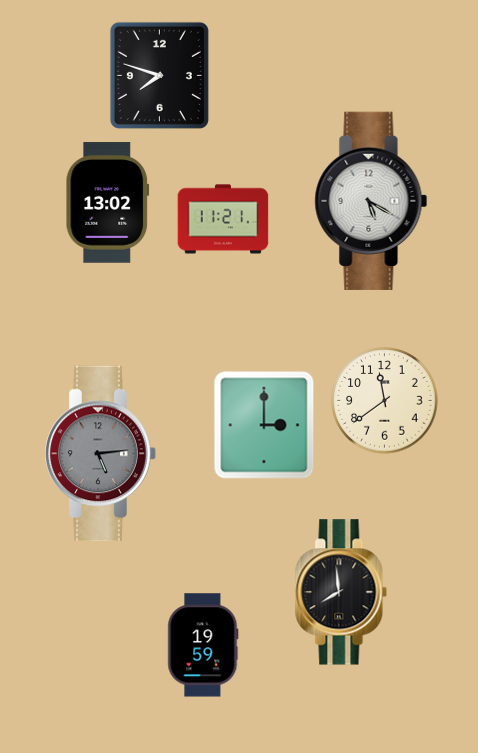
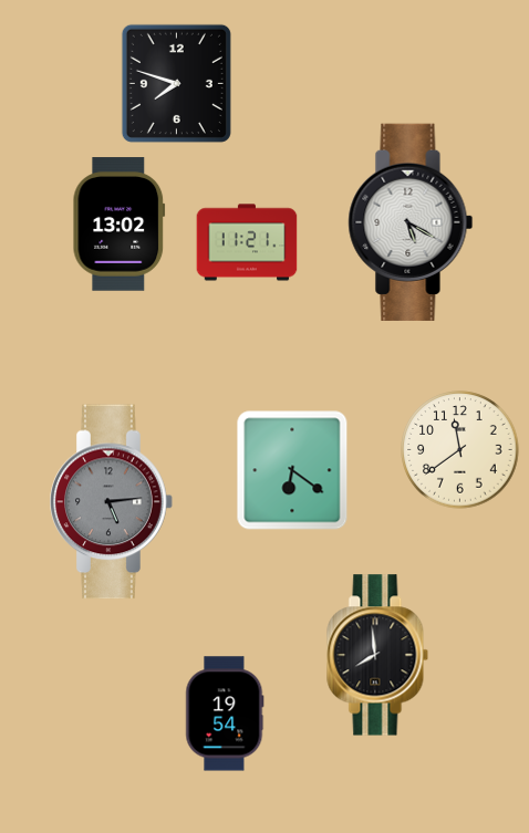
clock at (385, 401) position: (385, 401) -> (460, 450)
clock at (264, 425): 3:00 -> 6:21
clock at (203, 645): 19:59 -> 19:54
